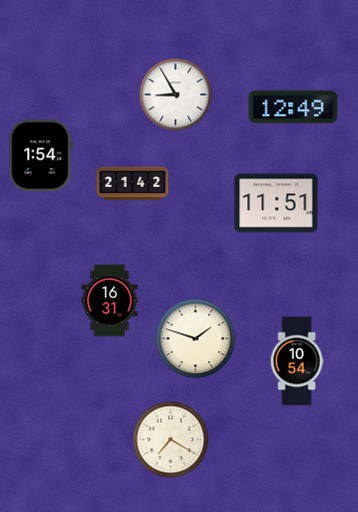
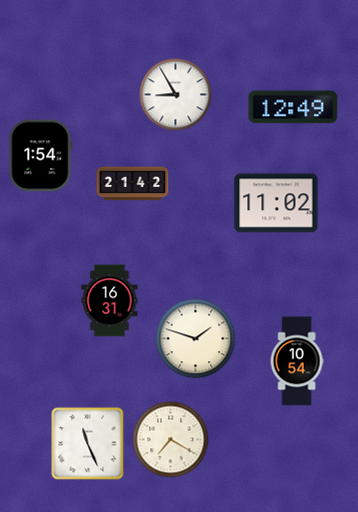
clock at (276, 203): 11:51 -> 11:02
clock at (88, 444): none -> 11:26
